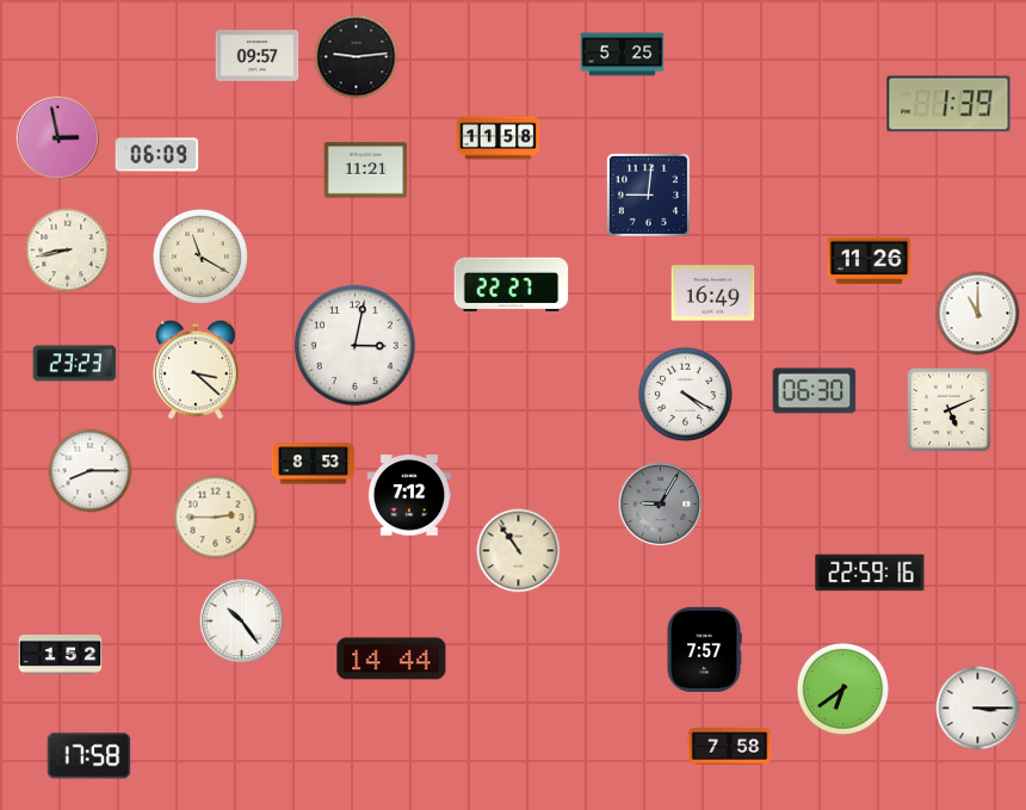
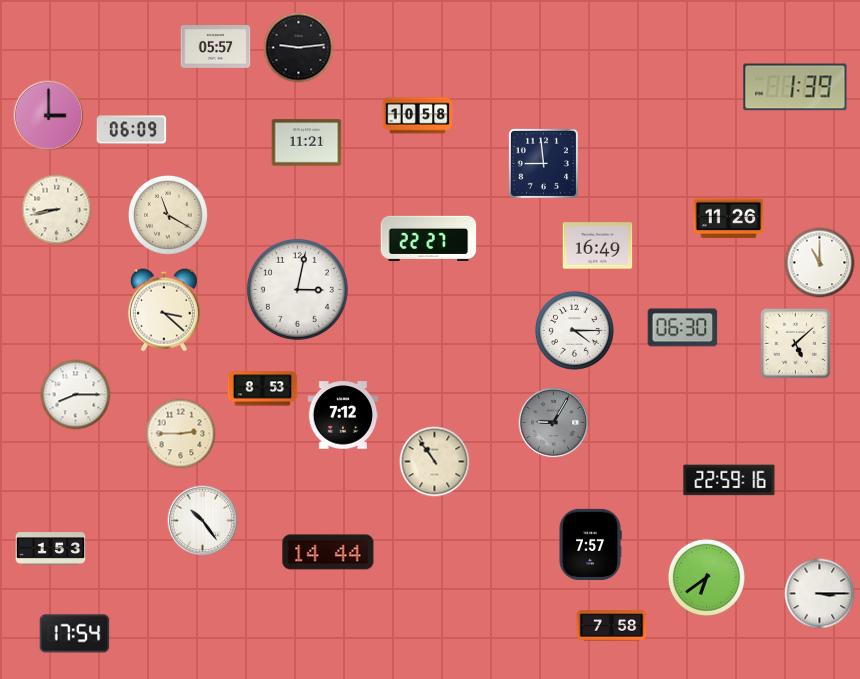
clock at (623, 55): 5:25 -> none
clock at (258, 56): 09:57 -> 05:57
clock at (58, 138): 2:58 -> 3:00
clock at (499, 138): 11:58 -> 10:58
clock at (648, 194): 9:01 -> 8:59
clock at (75, 364): 23:23 -> none
clock at (685, 394): 4:20 -> 4:15
clock at (948, 409): 5:11 -> 5:08
clock at (61, 655): 1:52 -> 1:53
clock at (89, 756): 17:58 -> 17:54
